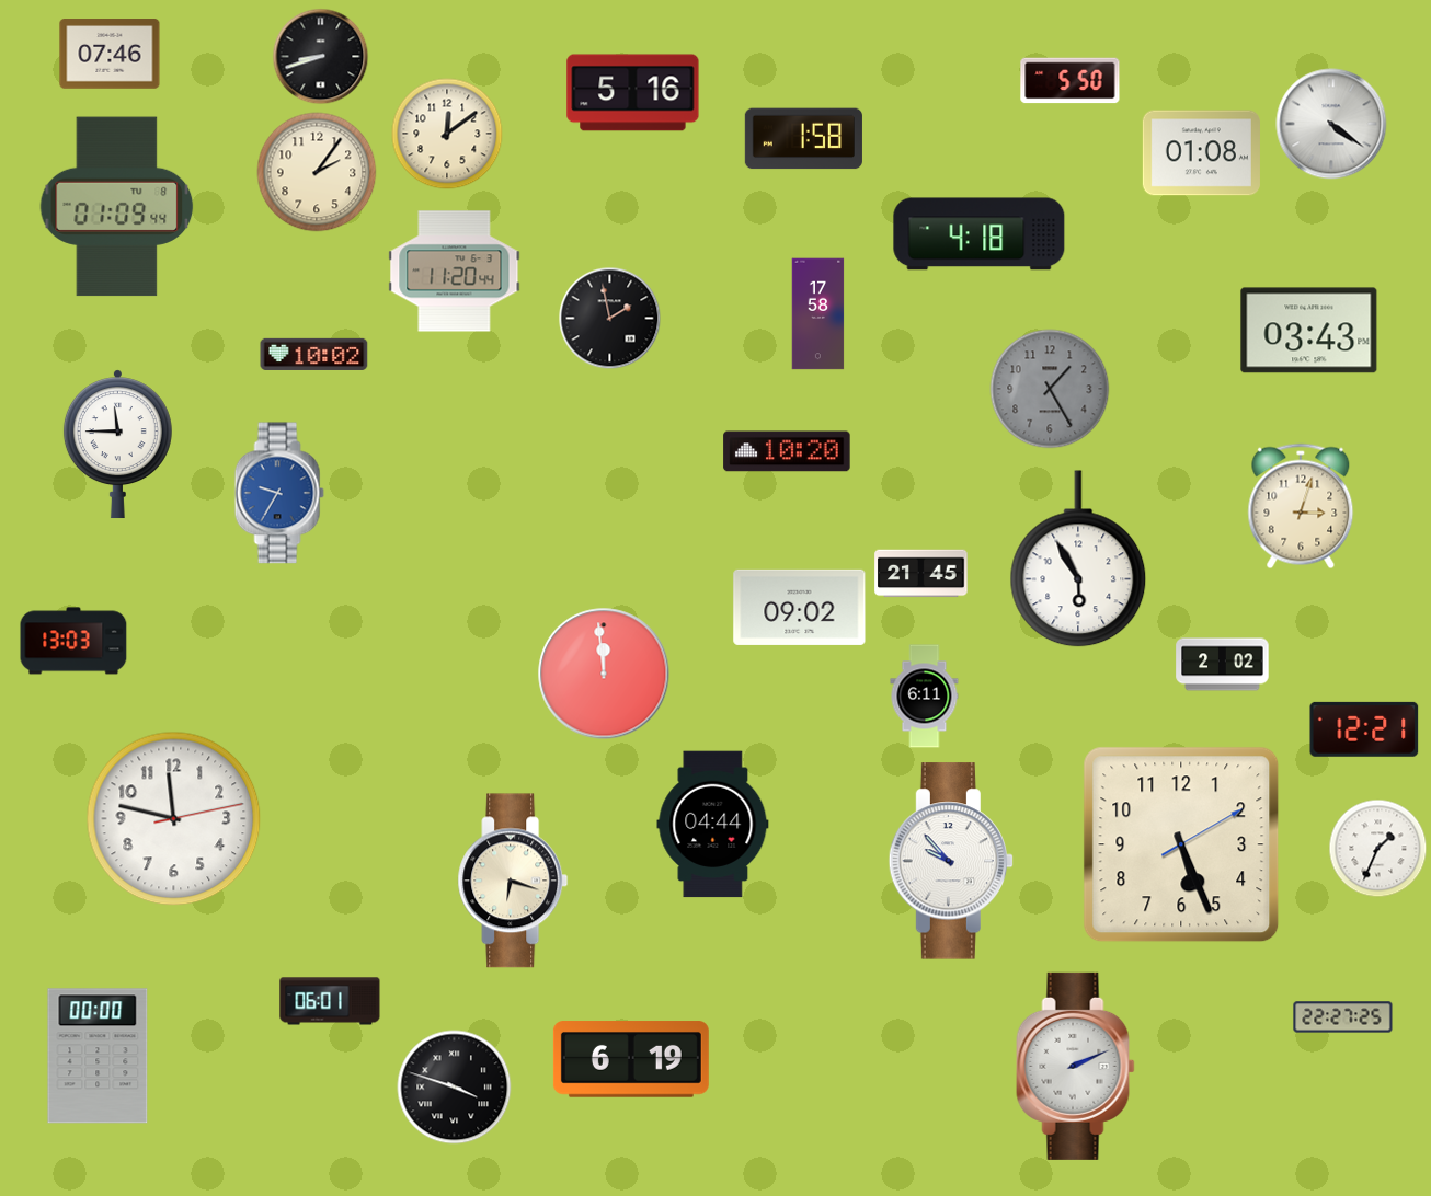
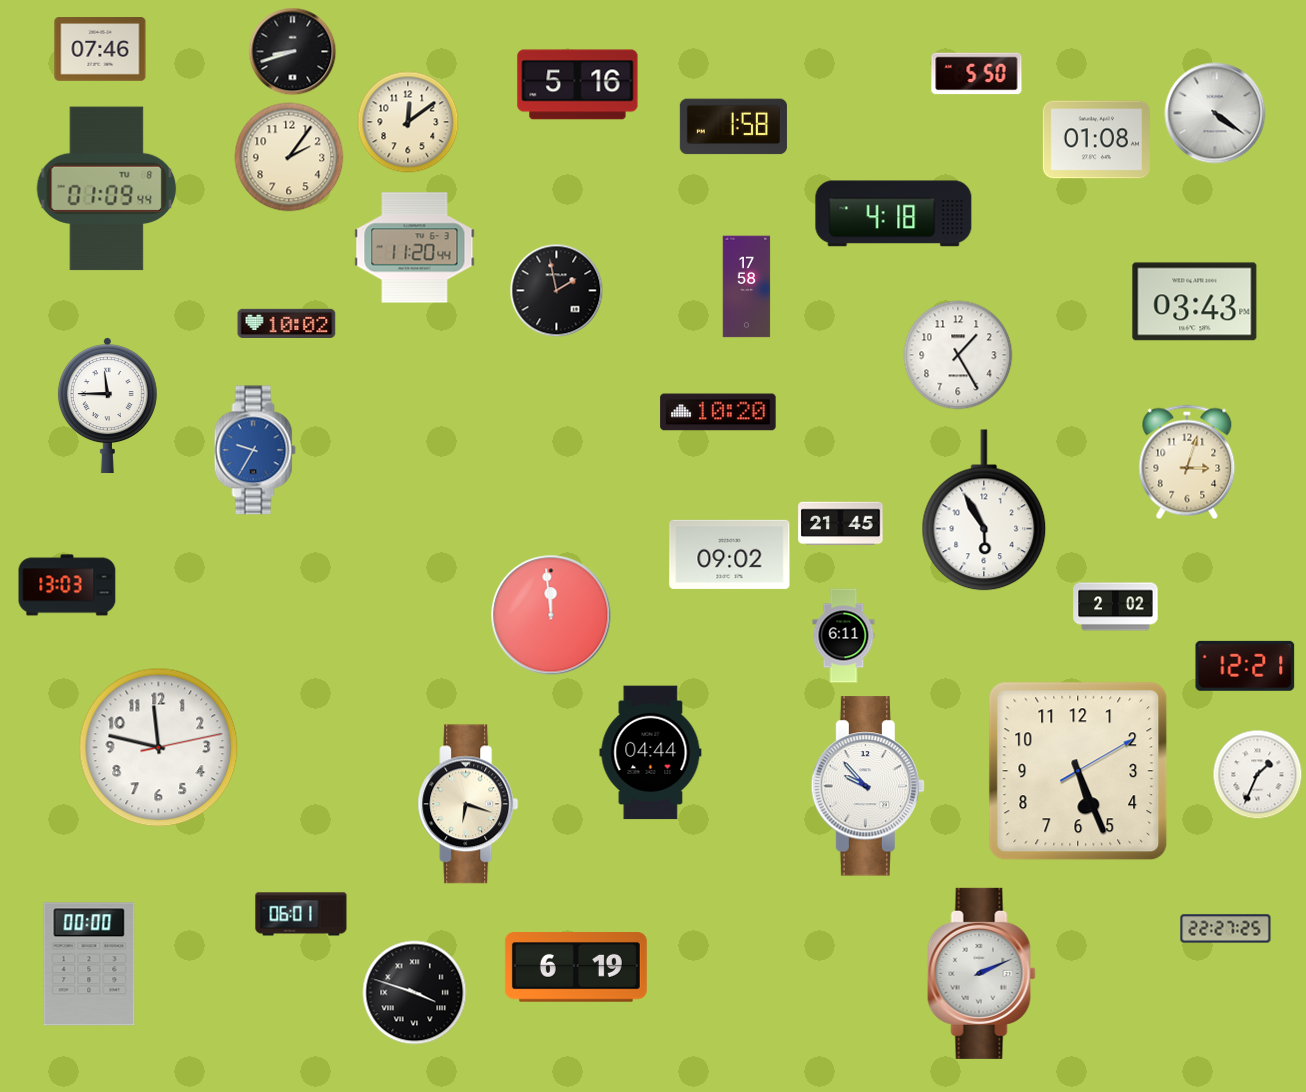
clock at (1050, 389) dial: grey -> white
